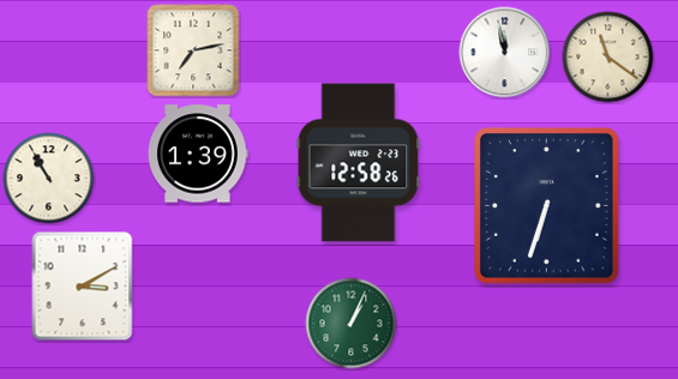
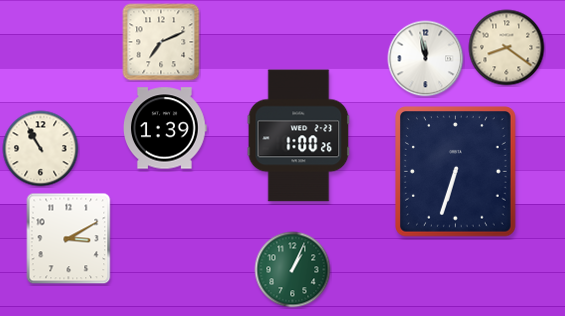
clock at (193, 50): 7:13 -> 7:11
clock at (505, 53) position: (505, 53) -> (426, 59)
clock at (608, 58): 11:21 -> 8:21
clock at (359, 163): 12:58 -> 1:00
